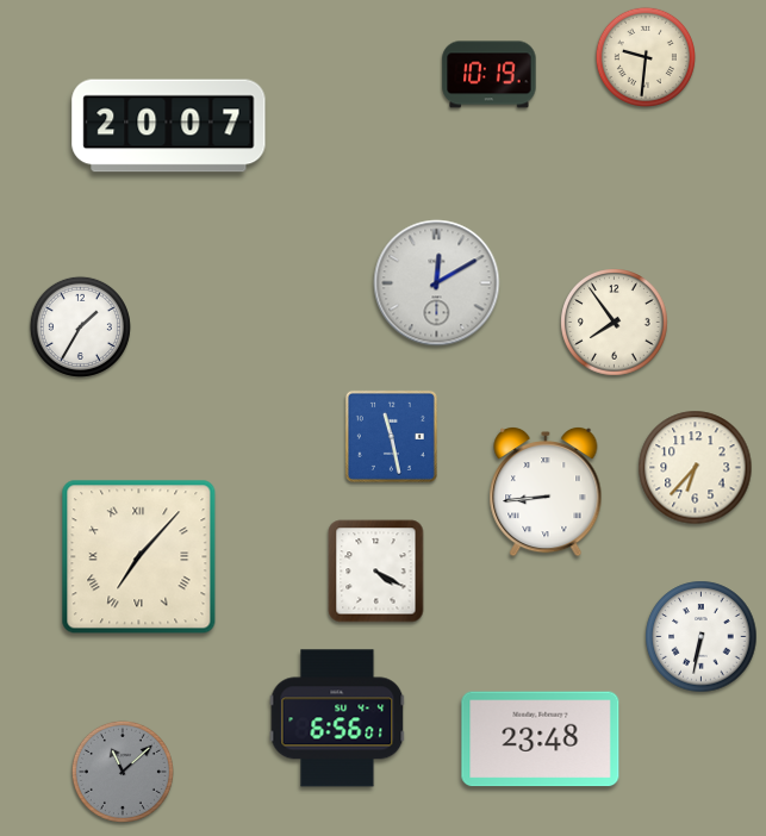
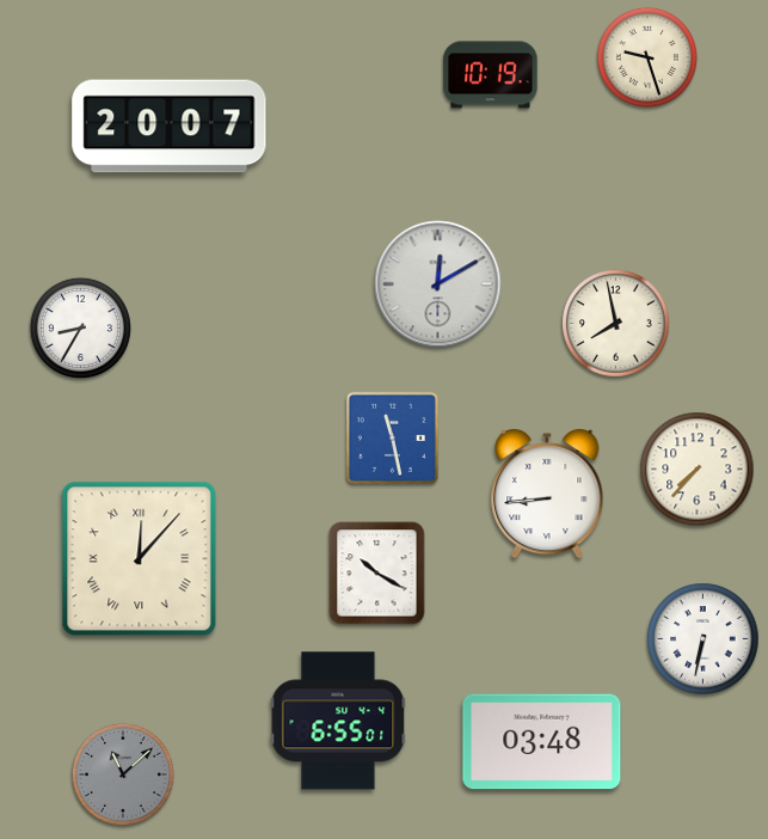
clock at (646, 57): 9:31 -> 9:27
clock at (615, 323): 7:54 -> 7:58
clock at (80, 326): 1:35 -> 8:35
clock at (696, 468): 6:37 -> 7:37
clock at (139, 557): 7:07 -> 12:07
clock at (376, 572): 4:20 -> 10:20
clock at (337, 718): 6:56 -> 6:55
clock at (541, 740): 23:48 -> 03:48
